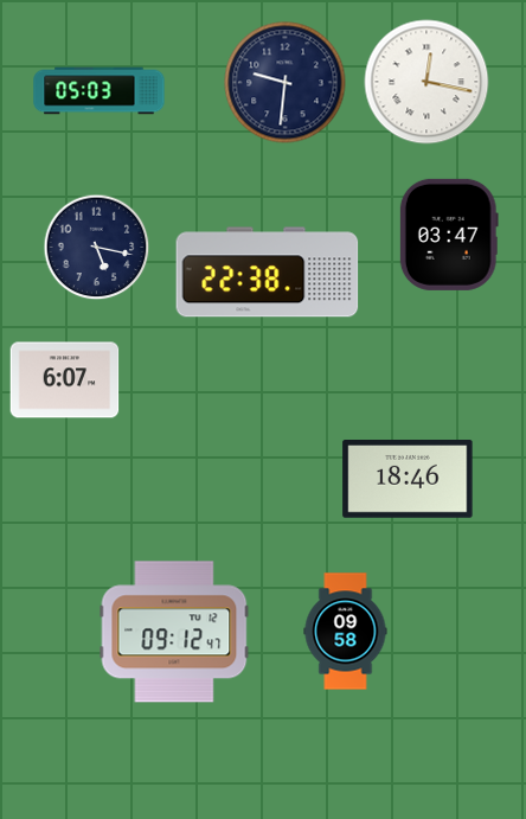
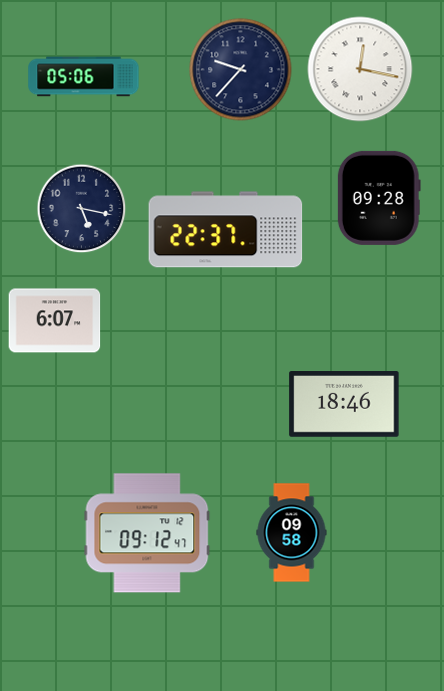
clock at (286, 83): 9:31 -> 9:37
clock at (100, 91): 05:03 -> 05:06
clock at (449, 235): 03:47 -> 09:28
clock at (268, 273): 22:38 -> 22:37
